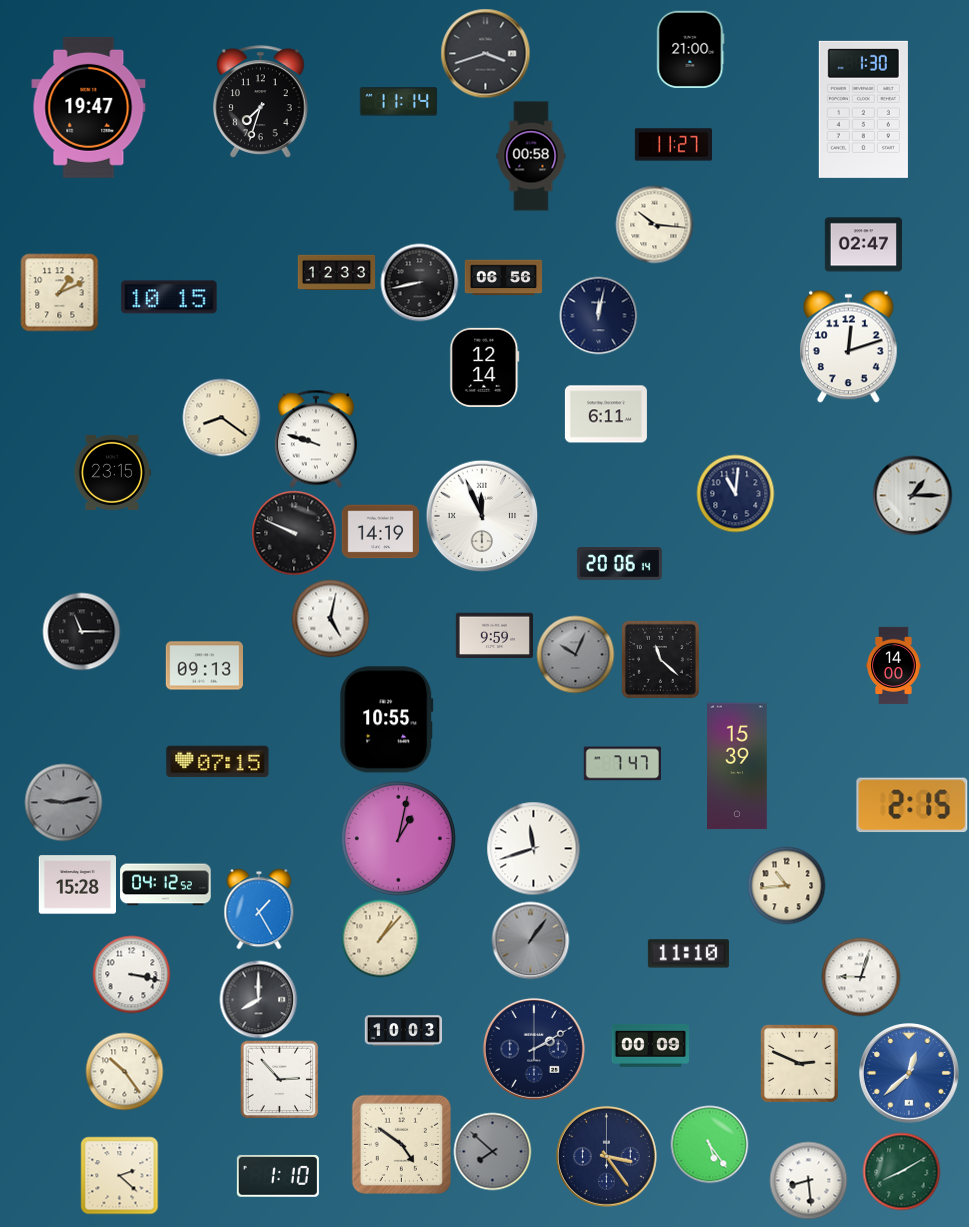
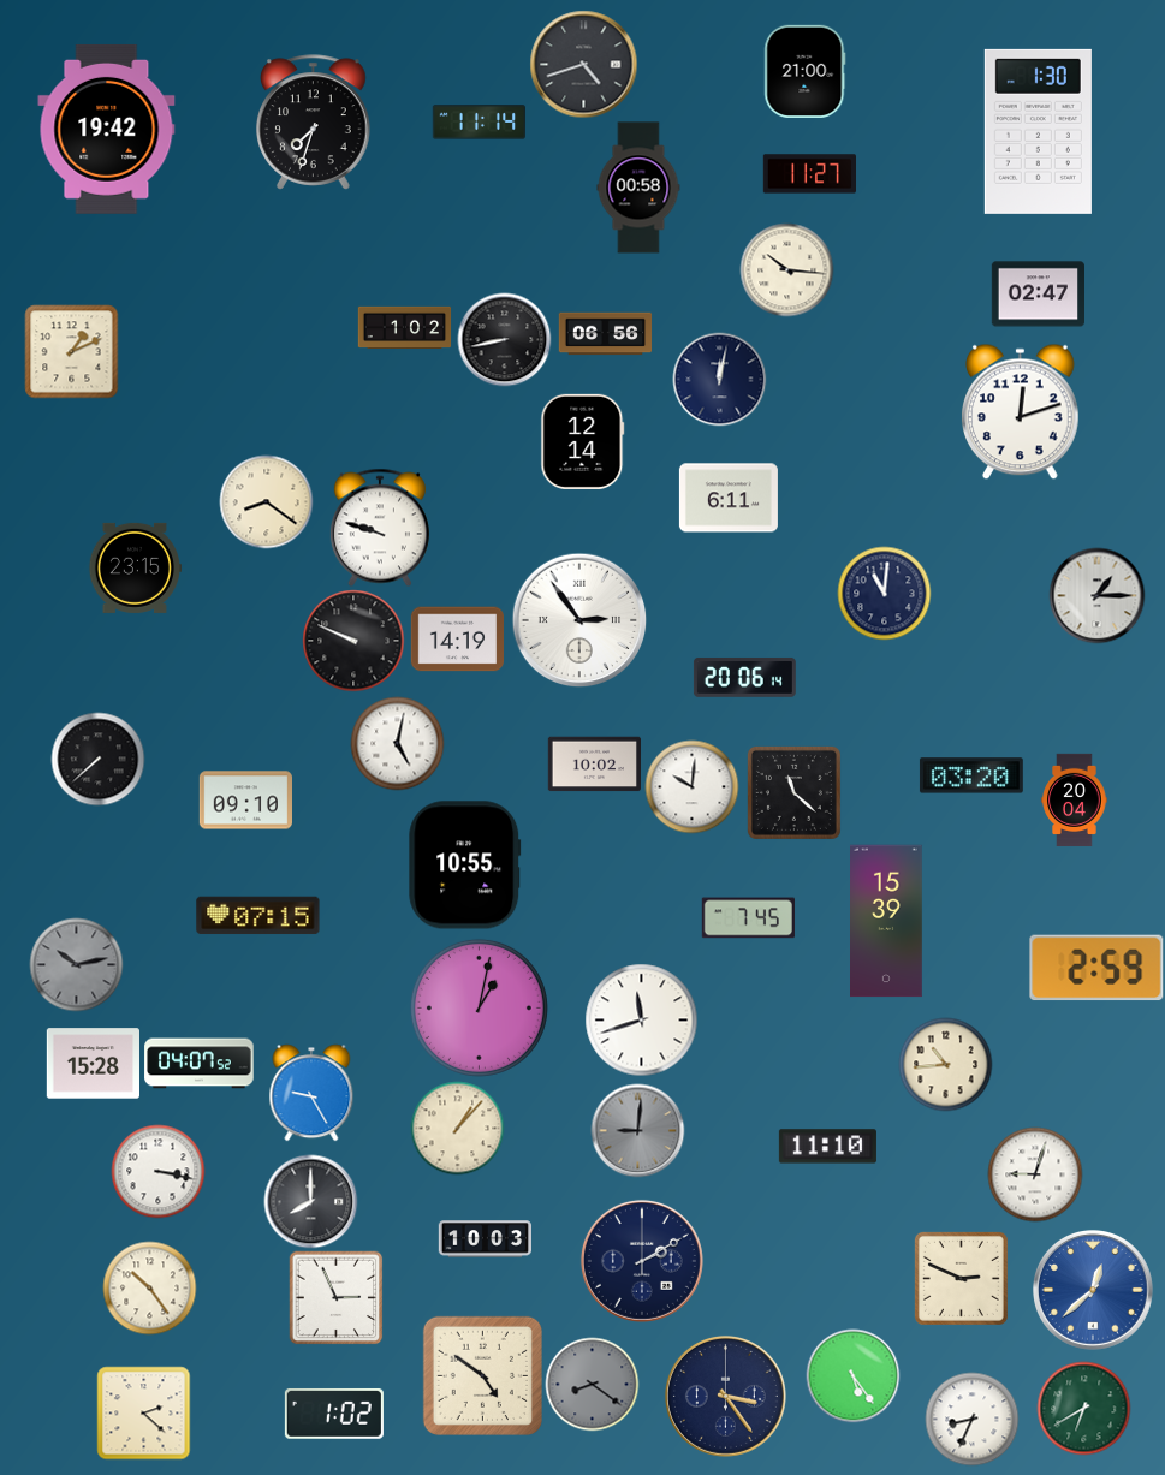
clock at (691, 49) position: (691, 49) -> (806, 71)
clock at (485, 53): 3:42 -> 4:42
clock at (89, 107): 19:47 -> 19:42
clock at (336, 273): 12:33 -> 1:02
clock at (169, 297): 10:15 -> none
clock at (849, 346) position: (849, 346) -> (1021, 411)
clock at (482, 516): 11:56 -> 2:54
clock at (81, 631): 11:15 -> 7:38
clock at (494, 636): 9:59 -> 10:02
clock at (971, 775): none -> 03:20
clock at (575, 654): 10:04 -> 10:01
clock at (575, 654) dial: grey -> white
clock at (894, 665): 14:00 -> 20:04
clock at (204, 666): 09:13 -> 09:10
clock at (218, 762) position: (218, 762) -> (258, 916)
clock at (622, 764): 7:47 -> 7:45
clock at (63, 802): 9:13 -> 10:13
clock at (912, 805): 2:15 -> 2:59
clock at (166, 885): 04:12 -> 04:07
clock at (259, 909): 1:25 -> 9:25
clock at (530, 940): 1:06 -> 9:01
clock at (650, 1045): 00:09 -> none
clock at (279, 1079): 2:53 -> 2:56
clock at (492, 1151): 7:52 -> 8:21
clock at (606, 1156) position: (606, 1156) -> (725, 1396)
clock at (901, 1171): 8:10 -> 6:40
clock at (278, 1176): 1:10 -> 1:02
clock at (808, 1180): 8:29 -> 8:34
